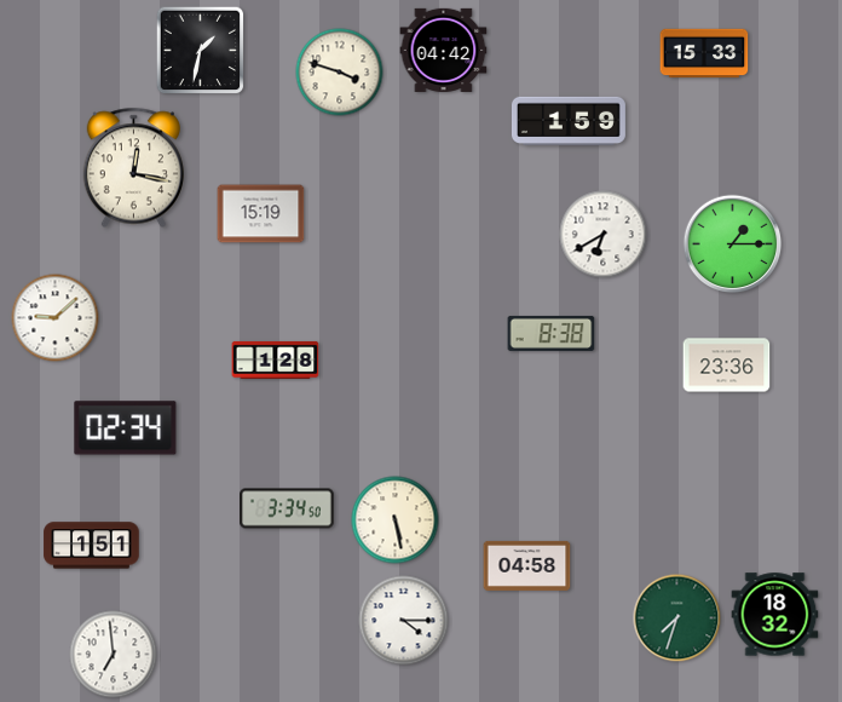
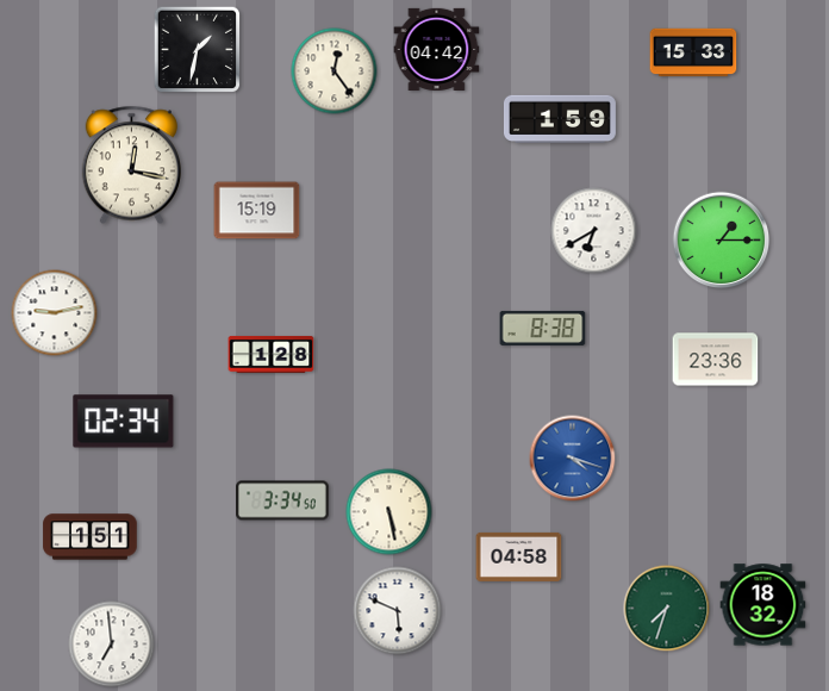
clock at (340, 73): 3:48 -> 12:24
clock at (56, 318): 9:08 -> 9:13
clock at (573, 459): none -> 4:18
clock at (404, 621): 4:15 -> 5:49
